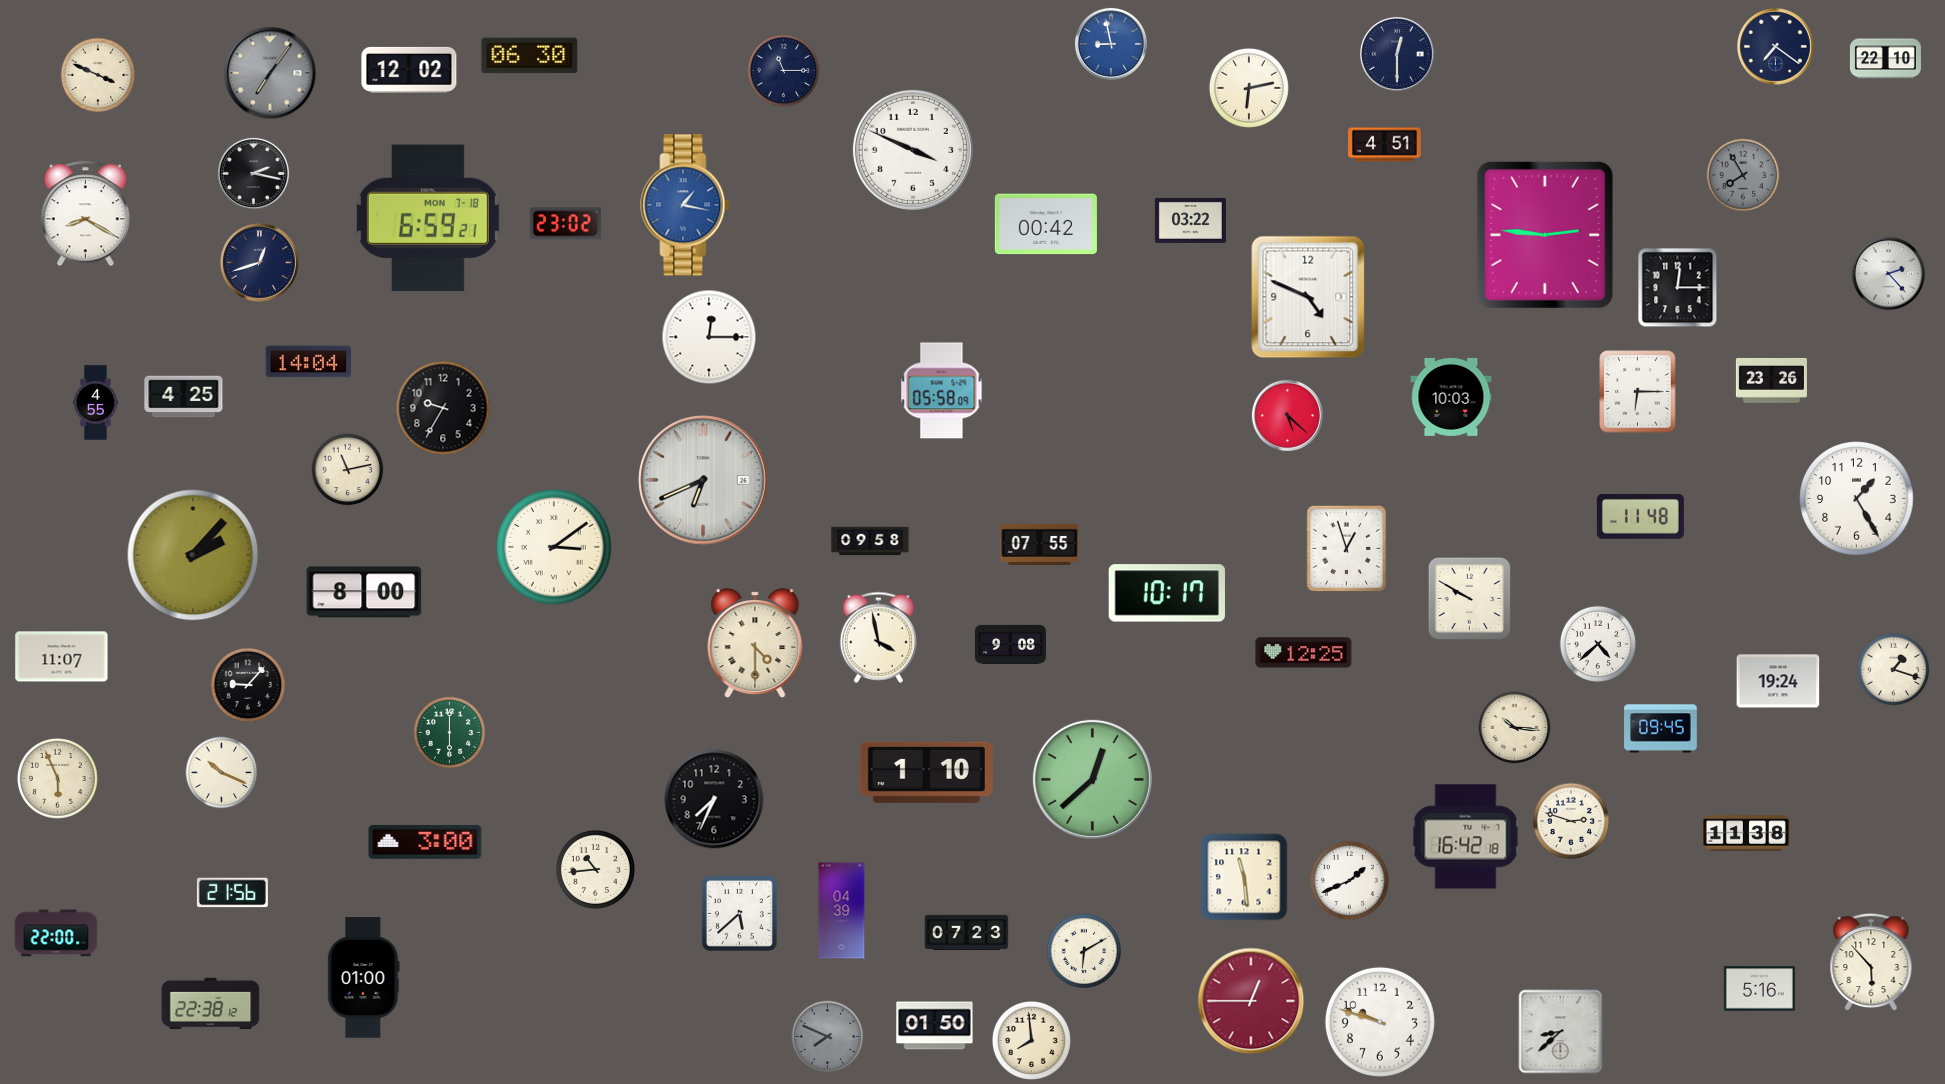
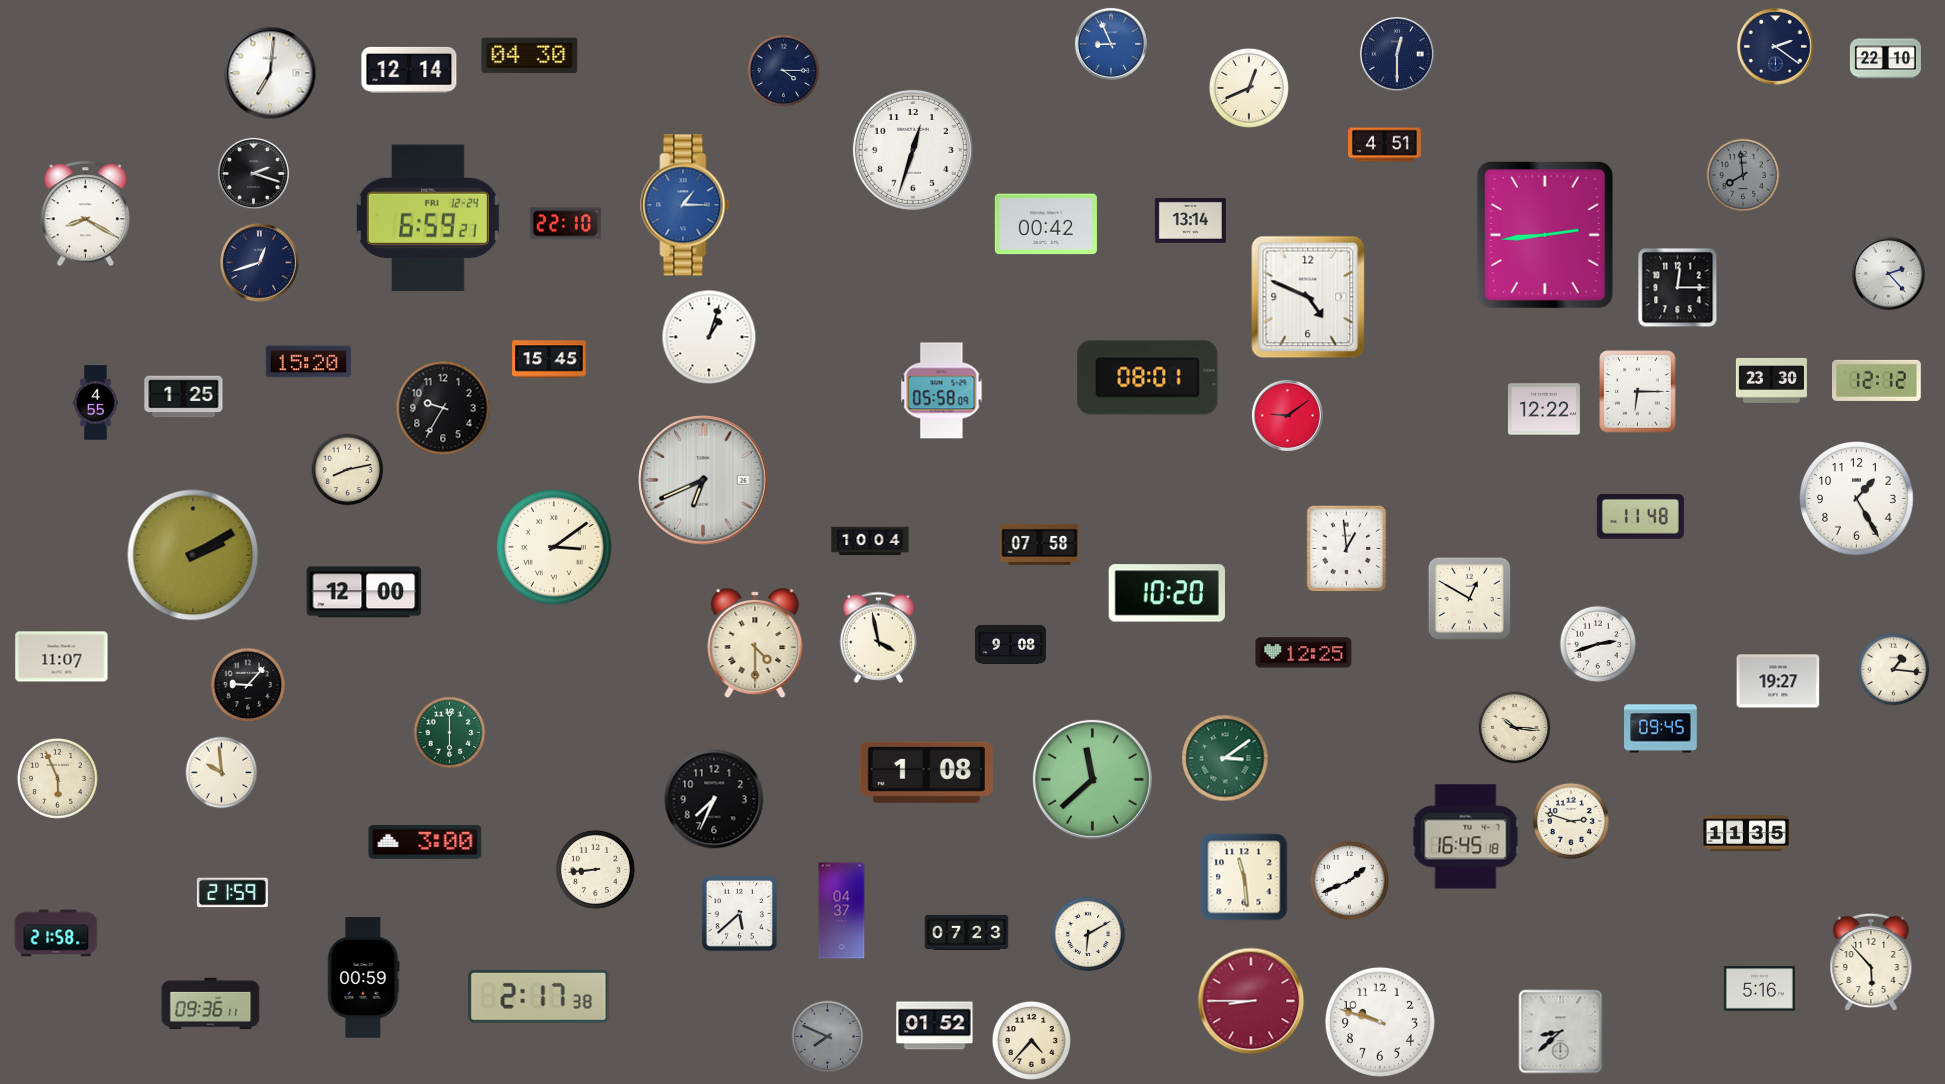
clock at (1111, 44): 8:58 -> 8:56
clock at (1776, 47): 7:21 -> 2:21
clock at (530, 56): 06:30 -> 04:30
clock at (409, 70): 12:02 -> 12:14
clock at (784, 71): 11:15 -> 4:15
clock at (270, 73): 7:06 -> 7:01
clock at (270, 73) dial: grey -> white
clock at (98, 75): 3:49 -> none
clock at (1249, 88): 6:13 -> 12:41
clock at (913, 150): 3:49 -> 12:33
clock at (253, 173): 2:17 -> 2:18
clock at (1743, 175): 7:55 -> 7:59
clock at (685, 205): 1:17 -> 1:15
clock at (428, 218) date: MON 7-18 -> FRI 12-24
clock at (1190, 220): 03:22 -> 13:14
clock at (565, 224): 23:02 -> 22:10
clock at (1545, 235): 2:46 -> 2:44
clock at (709, 337): 12:15 -> 1:03
clock at (549, 359): none -> 15:45
clock at (308, 362): 14:04 -> 15:20
clock at (1148, 378): none -> 08:01
clock at (1771, 380): 23:26 -> 23:30
clock at (1877, 380): none -> 12:12
clock at (184, 397): 4:25 -> 1:25
clock at (1451, 397): 10:03 -> none
clock at (1544, 409): none -> 12:22
clock at (1287, 415): 5:22 -> 9:09
clock at (348, 470): 11:13 -> 8:13
clock at (870, 541): 09:58 -> 10:04
clock at (1040, 544): 07:55 -> 07:58
clock at (1347, 549): 12:57 -> 12:59
clock at (193, 555): 2:07 -> 2:10
clock at (364, 592): 8:00 -> 12:00
clock at (1167, 593): 10:17 -> 10:20
clock at (1469, 598): 9:50 -> 12:50
clock at (1597, 643): 4:38 -> 2:42
clock at (1894, 670): 1:18 -> 1:16
clock at (1778, 681): 19:24 -> 19:27
clock at (1225, 758): none -> 3:09
clock at (926, 772): 1:10 -> 1:08
clock at (222, 773): 10:19 -> 9:59
clock at (1092, 779): 12:38 -> 11:38
clock at (1747, 833): 11:38 -> 11:35
clock at (1466, 837): 16:42 -> 16:45
clock at (595, 869): 10:44 -> 8:44
clock at (232, 893): 21:56 -> 21:59
clock at (842, 911): 04:39 -> 04:37
clock at (56, 933): 22:00 -> 21:58
clock at (1084, 951) position: (1084, 951) -> (1088, 934)
clock at (364, 978): 01:00 -> 00:59
clock at (539, 996): none -> 2:17
clock at (1251, 1001): 12:45 -> 8:45
clock at (211, 1004): 22:38 -> 09:36
clock at (935, 1026): 01:50 -> 01:52
clock at (1031, 1040): 7:59 -> 4:37
